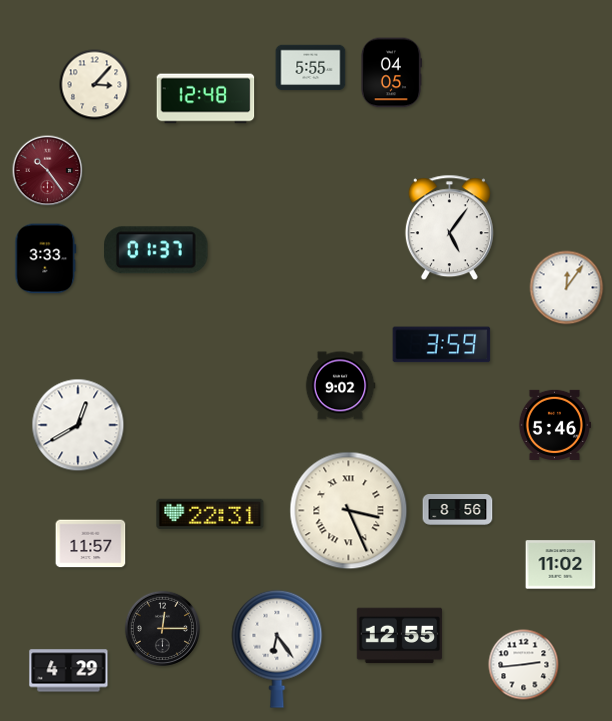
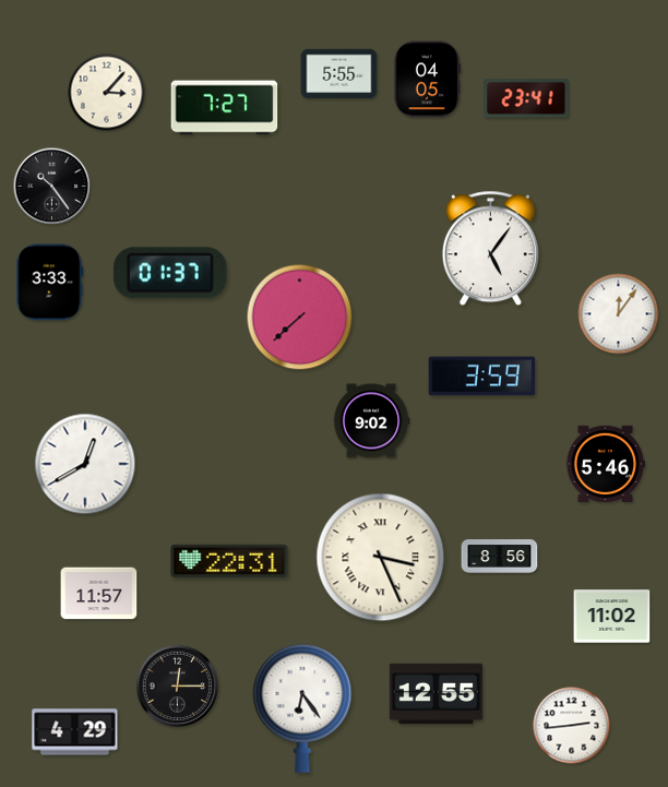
clock at (95, 85) position: (95, 85) -> (107, 93)
clock at (526, 98): none -> 23:41
clock at (206, 99): 12:48 -> 7:27
clock at (48, 171) dial: burgundy -> black
clock at (300, 318): none -> 7:38
